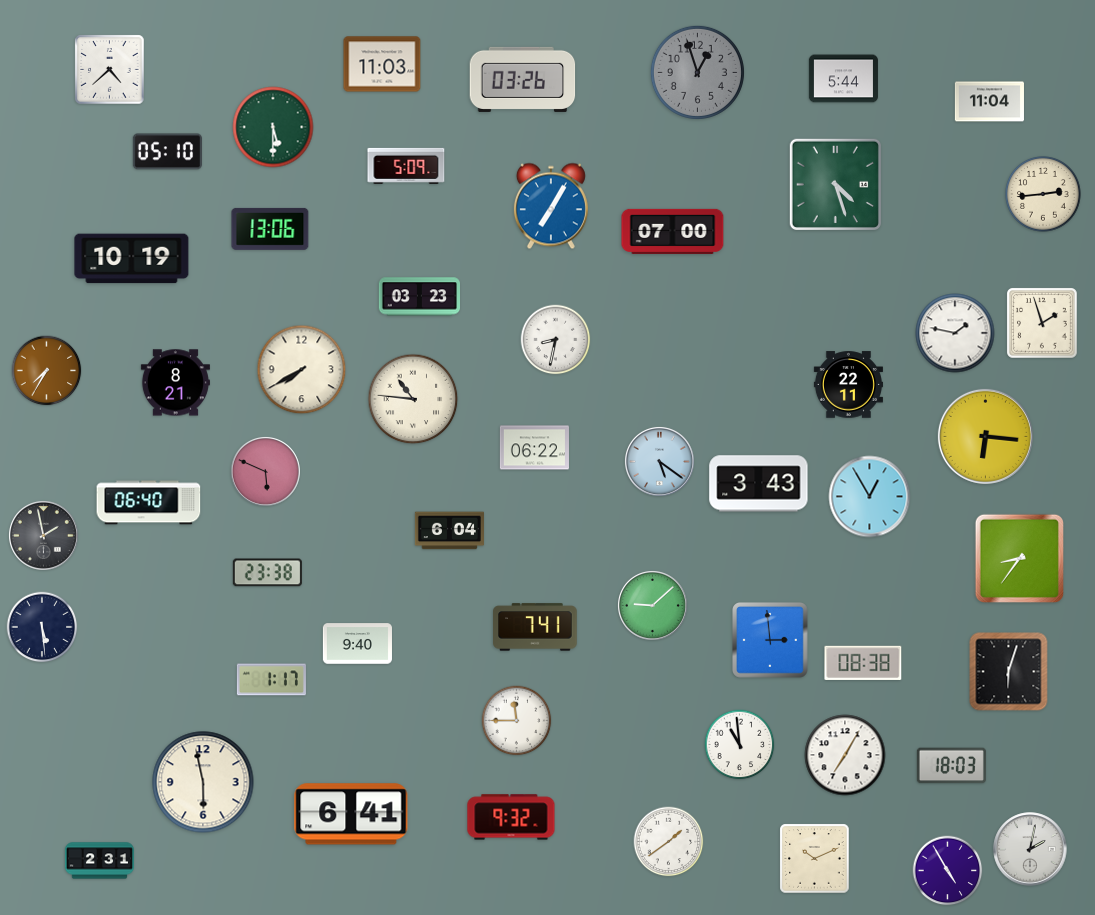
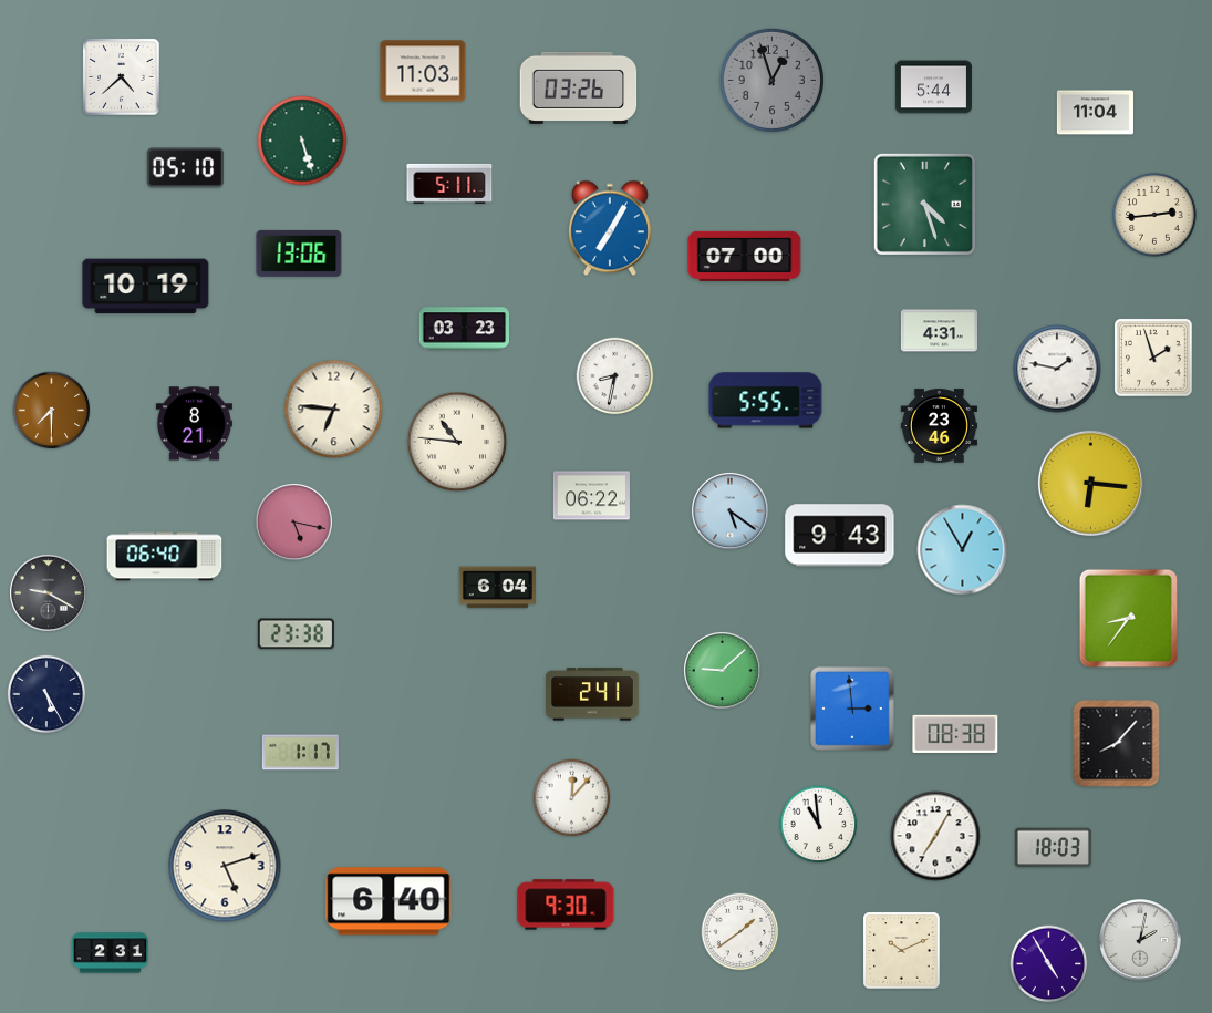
clock at (273, 127): 5:30 -> 5:27
clock at (406, 166): 5:09 -> 5:11
clock at (939, 331): none -> 4:31
clock at (766, 401): none -> 5:55
clock at (302, 370): 7:40 -> 6:46
clock at (47, 371): 7:35 -> 7:30
clock at (848, 385): 22:11 -> 23:46
clock at (265, 471): 5:49 -> 5:17
clock at (759, 484): 3:43 -> 9:43
clock at (43, 535): 1:58 -> 9:20
clock at (42, 627): 5:29 -> 5:25
clock at (535, 627): 7:41 -> 2:41
clock at (357, 644): 9:40 -> none
clock at (1009, 672): 6:03 -> 8:07
clock at (517, 721): 11:45 -> 12:07
clock at (203, 782): 5:58 -> 5:12
clock at (351, 814): 6:41 -> 6:40
clock at (511, 817): 9:32 -> 9:30
